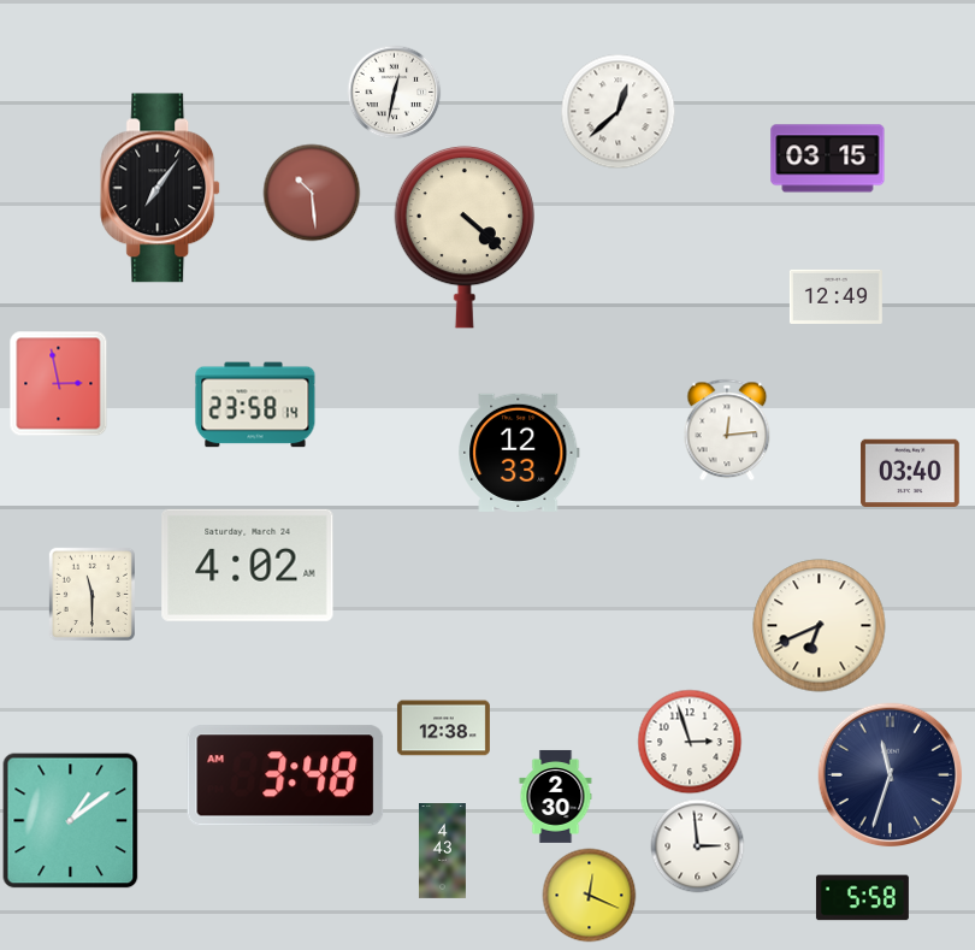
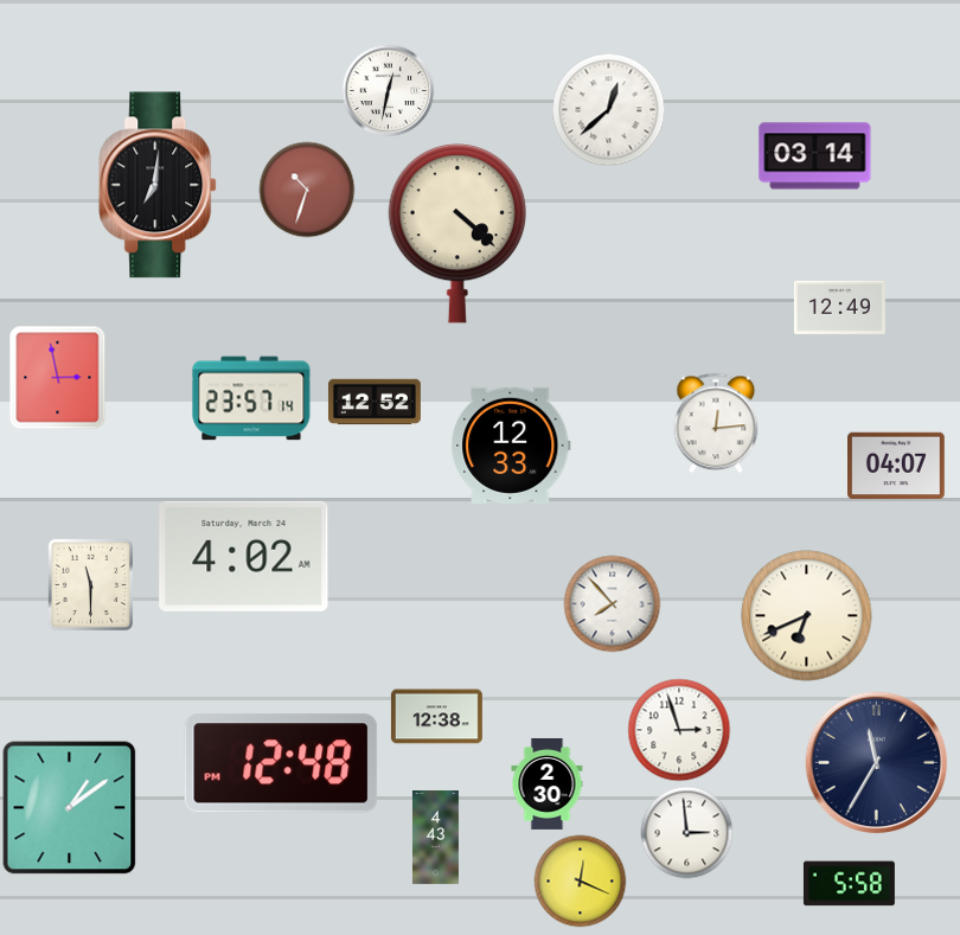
clock at (828, 159): 03:15 -> 03:14
clock at (161, 188): 7:06 -> 7:01
clock at (312, 193): 10:29 -> 10:33
clock at (835, 296) position: (835, 296) -> (839, 307)
clock at (255, 405): 23:58 -> 23:57
clock at (375, 402): none -> 12:52
clock at (910, 473): 03:40 -> 04:07
clock at (612, 603): none -> 7:53
clock at (285, 775): 3:48 -> 12:48
clock at (891, 775): 11:33 -> 11:35
